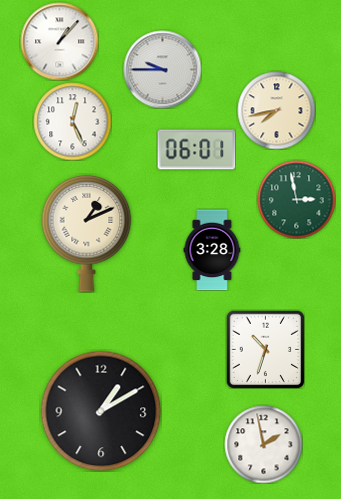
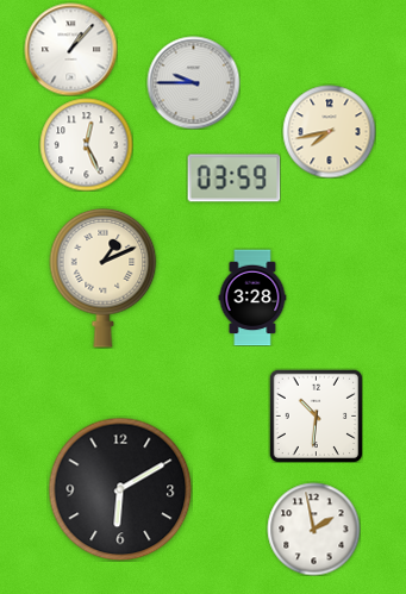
clock at (196, 150): 06:01 -> 03:59
clock at (296, 199): 2:58 -> none
clock at (265, 349): 10:33 -> 10:31
clock at (101, 411): 1:10 -> 6:10
